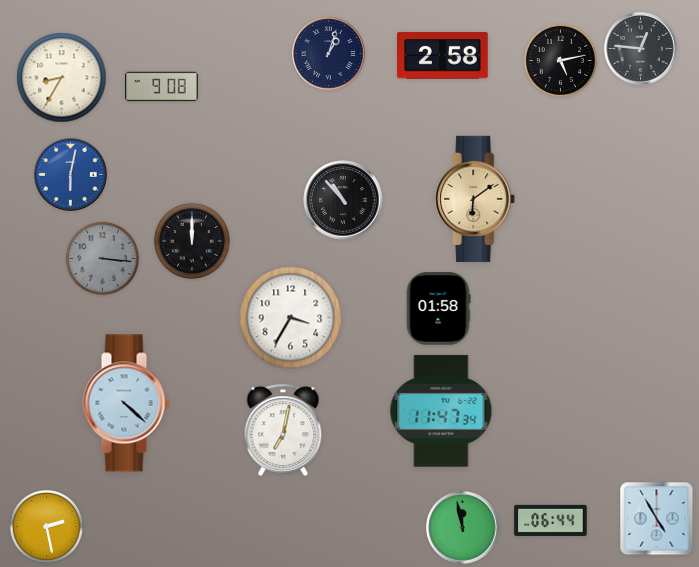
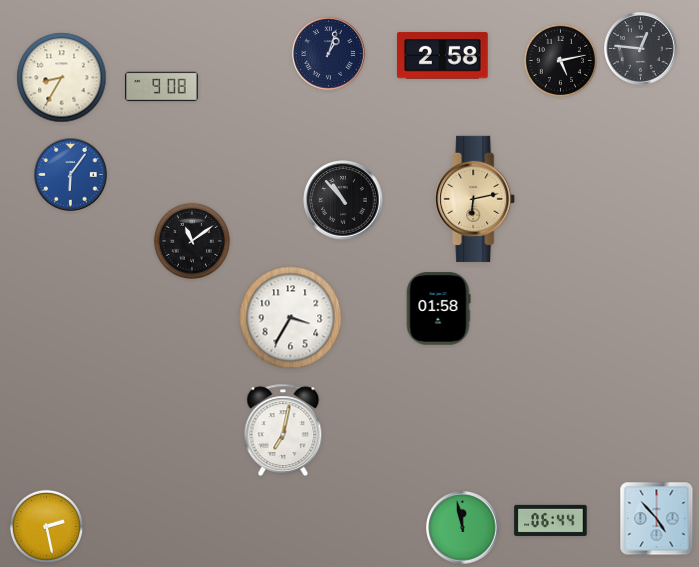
clock at (71, 175): 6:02 -> 6:06
clock at (476, 199): 6:09 -> 6:13
clock at (192, 241): 12:00 -> 11:09
clock at (102, 258): 3:16 -> none
clock at (126, 403): 4:22 -> none
clock at (441, 411): 11:47 -> none
clock at (657, 519): 4:55 -> 4:53
